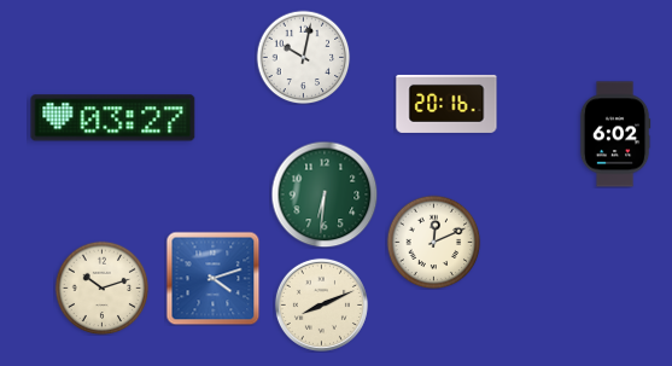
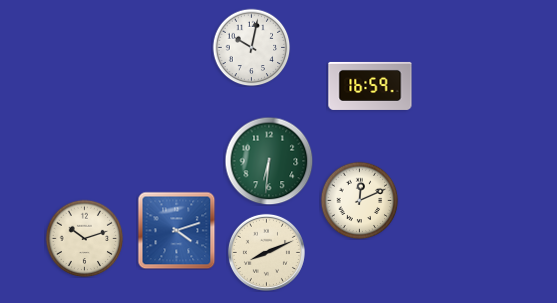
clock at (446, 104): 20:16 -> 16:59
clock at (113, 118): 03:27 -> none
clock at (615, 134): 6:02 -> none
